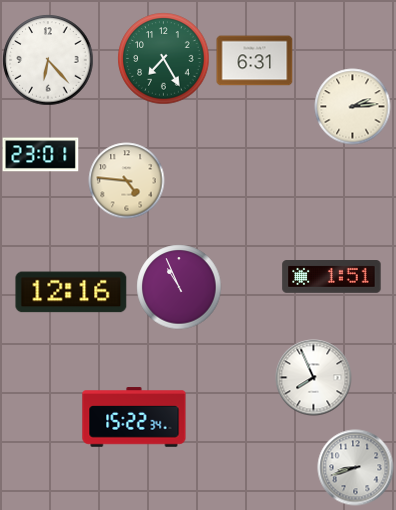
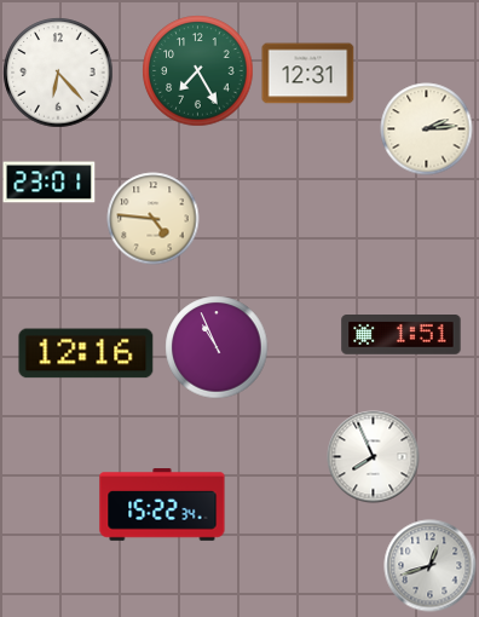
clock at (255, 61): 6:31 -> 12:31
clock at (41, 155) position: (41, 155) -> (50, 183)
clock at (314, 378) position: (314, 378) -> (374, 457)
clock at (356, 468): 8:42 -> 12:42
